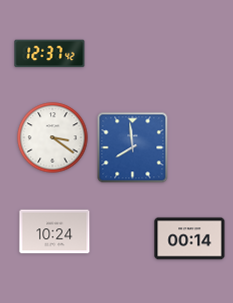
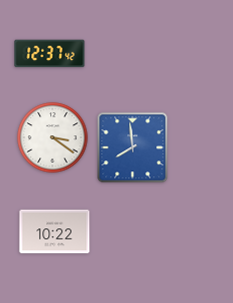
clock at (55, 232): 10:24 -> 10:22
clock at (190, 239): 00:14 -> none
